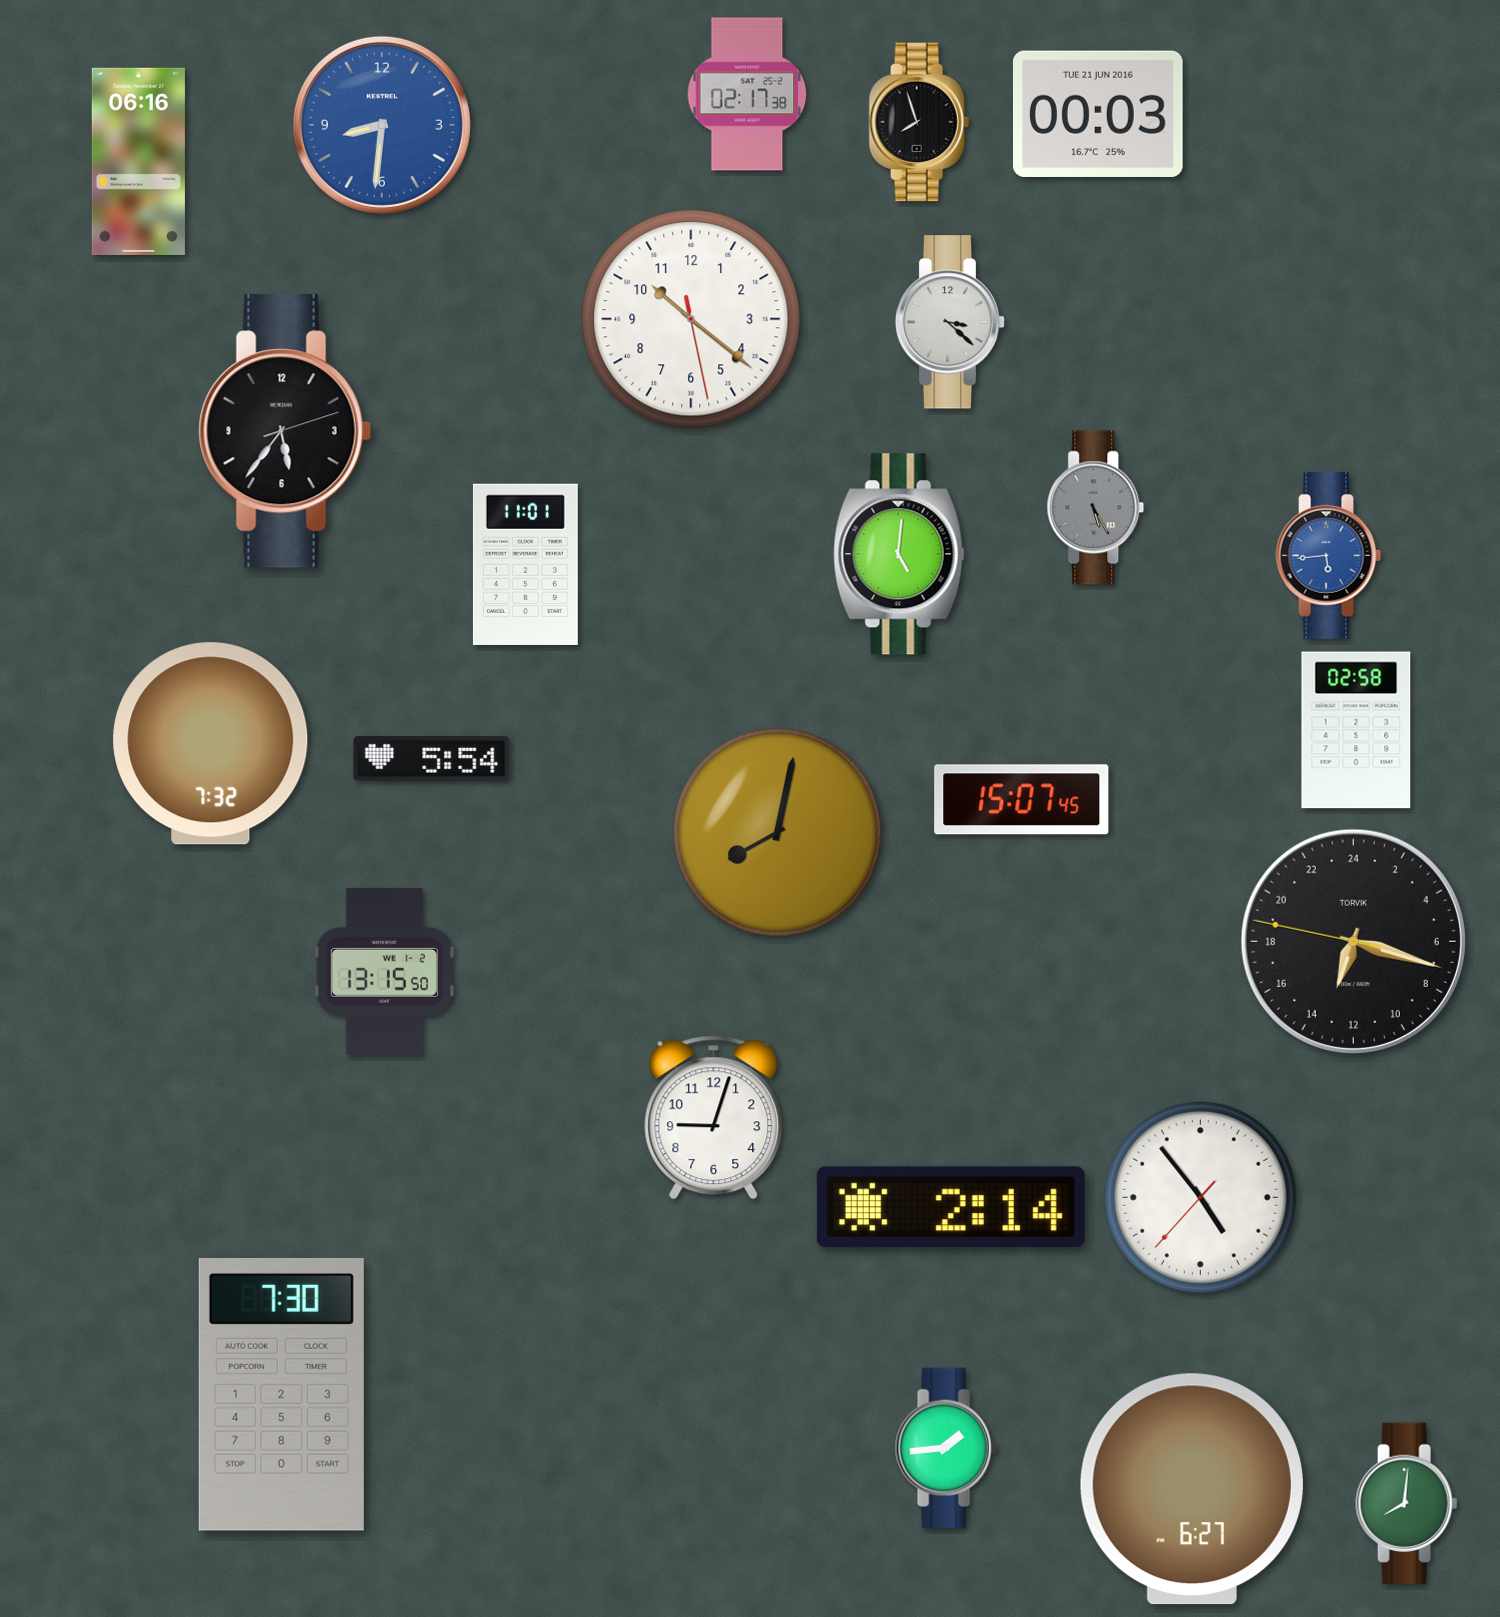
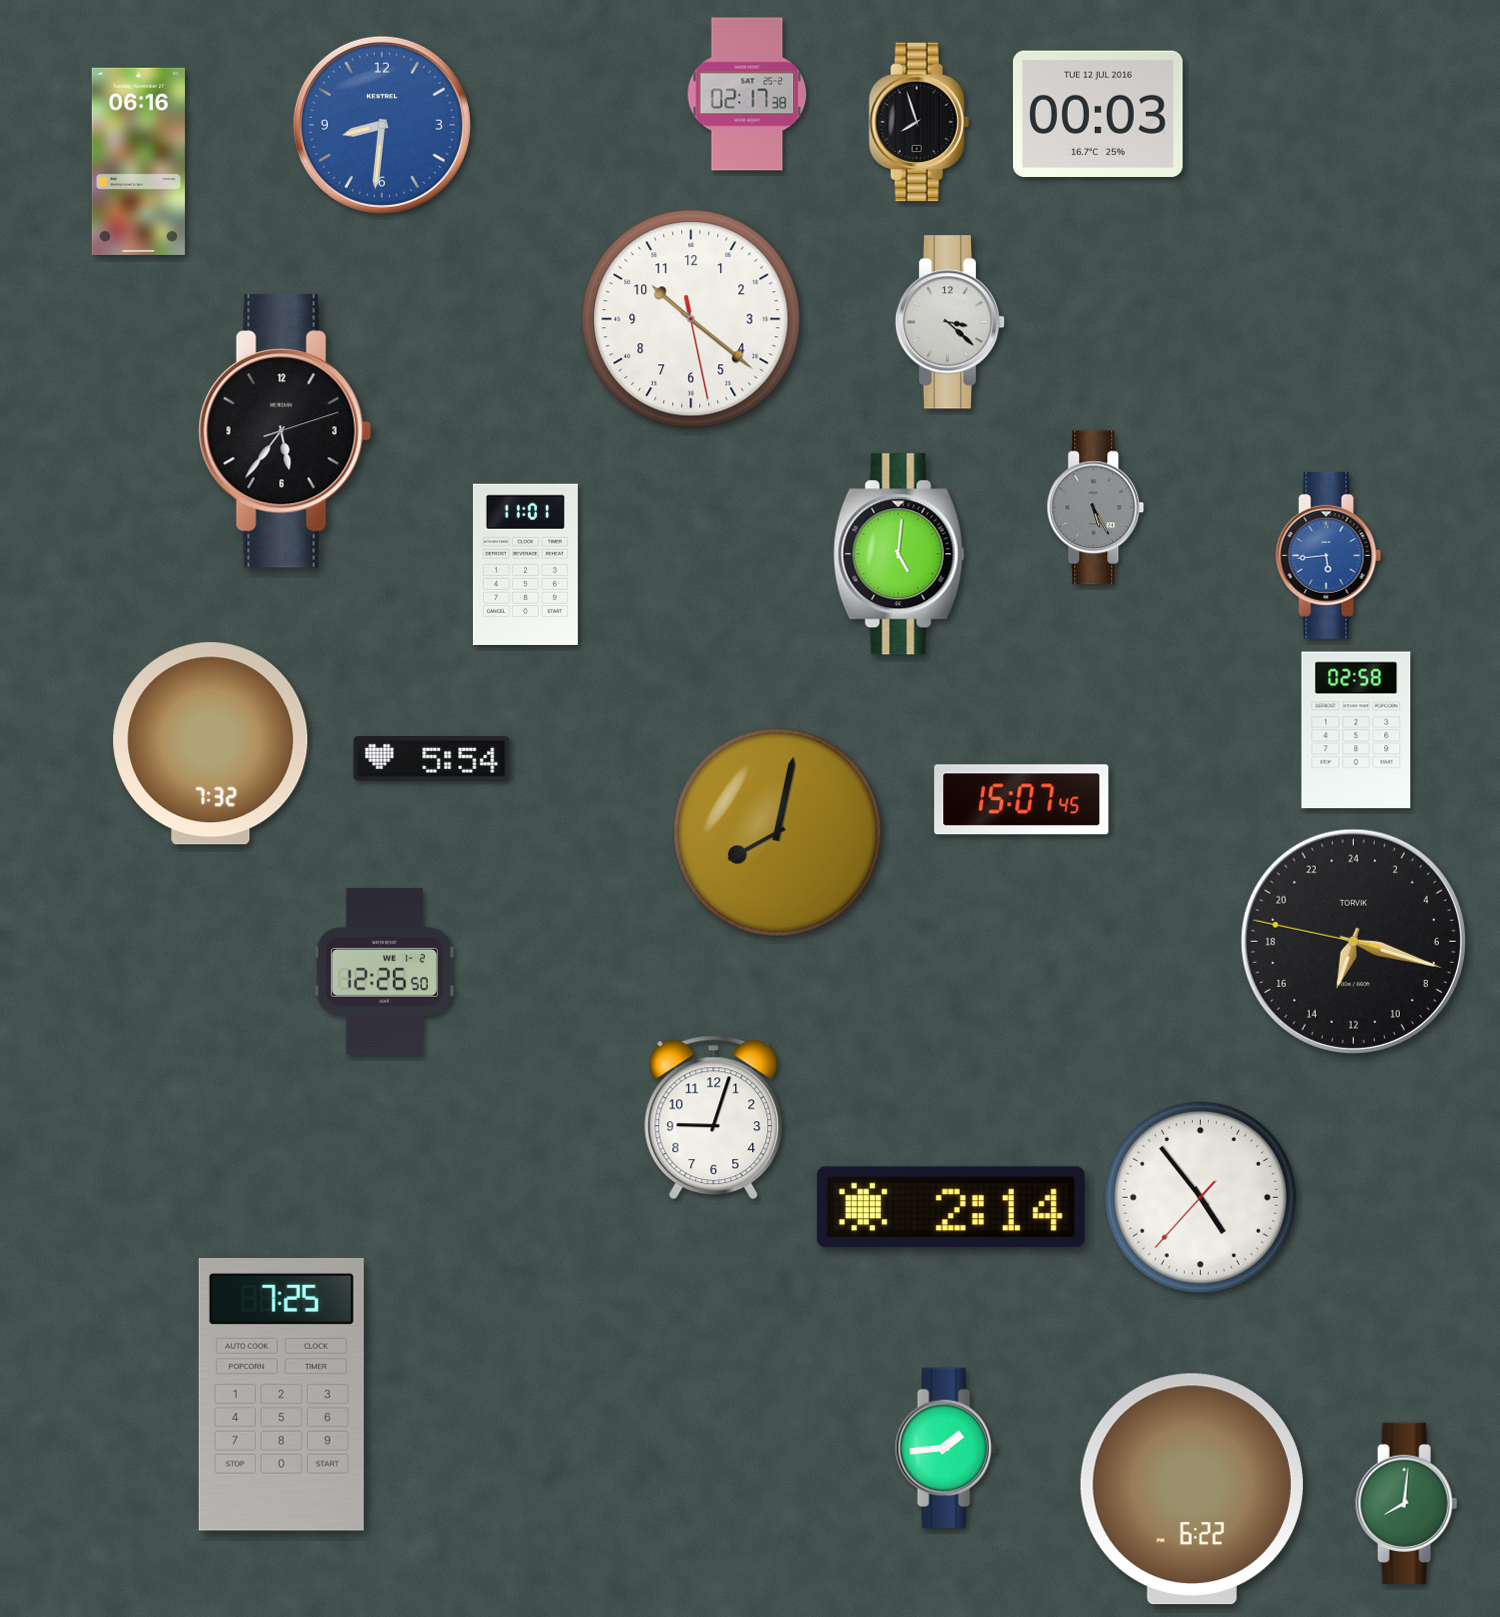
clock at (1098, 114) date: TUE 21 JUN 2016 -> TUE 12 JUL 2016
clock at (384, 971): 13:15 -> 12:26
clock at (281, 1394): 7:30 -> 7:25
clock at (1192, 1489): 6:27 -> 6:22
